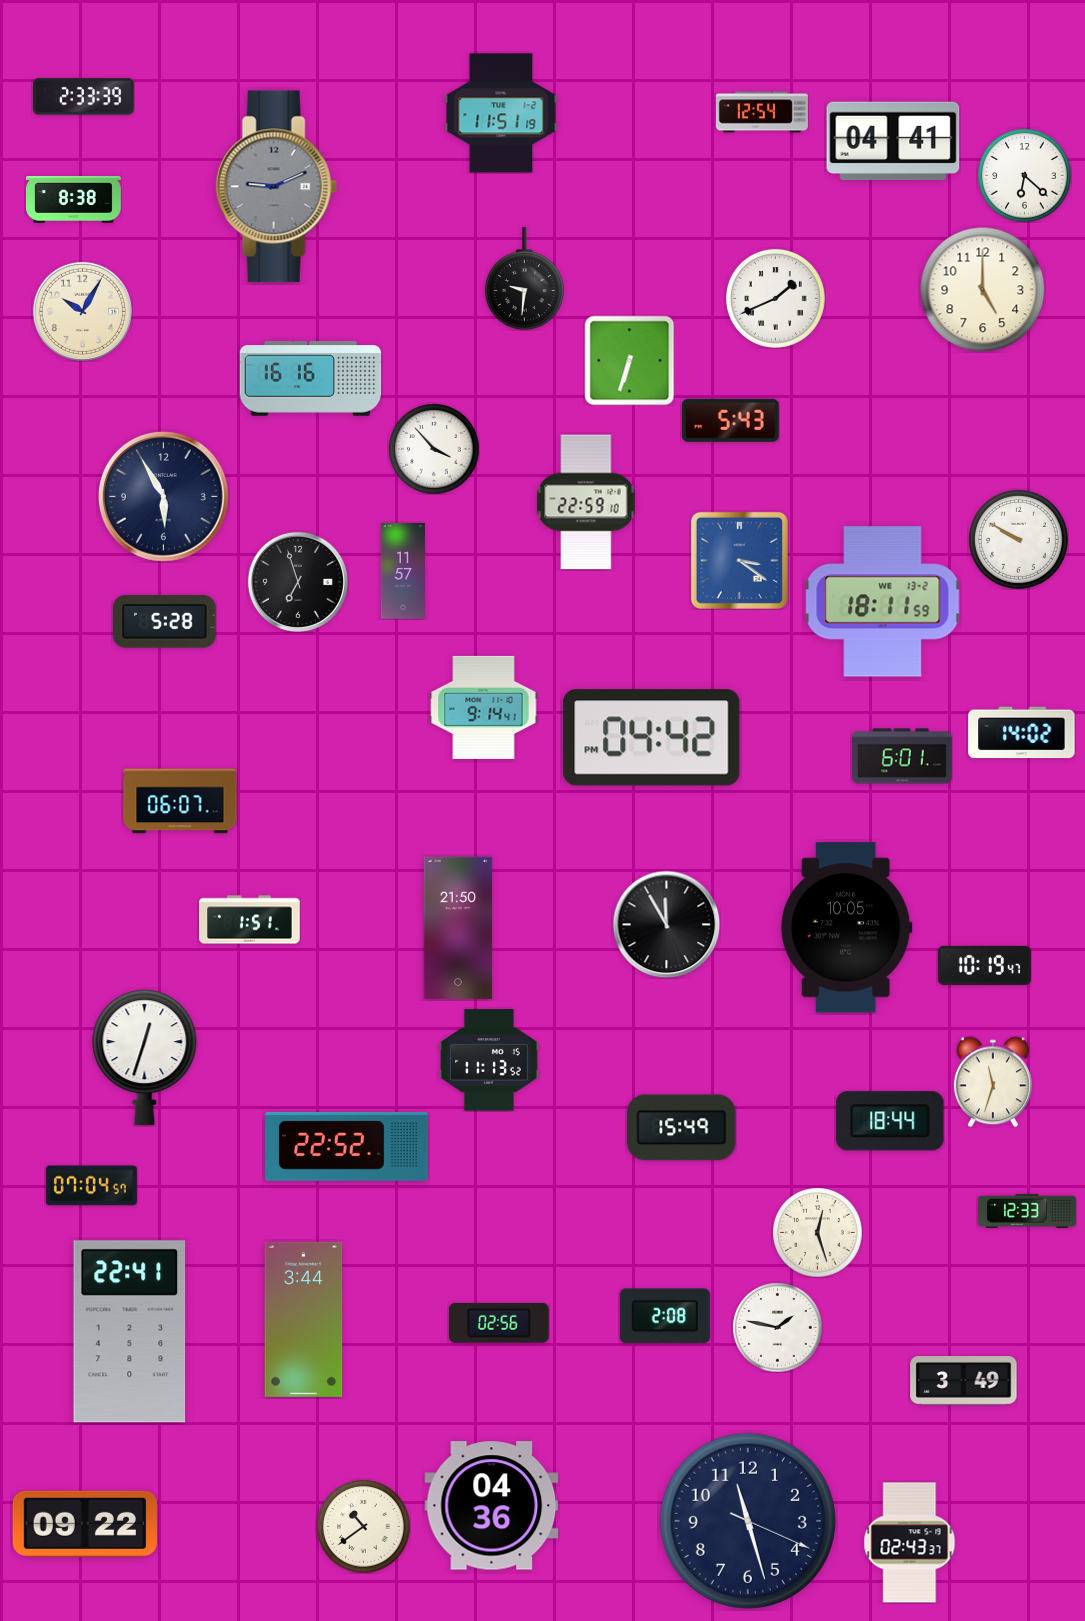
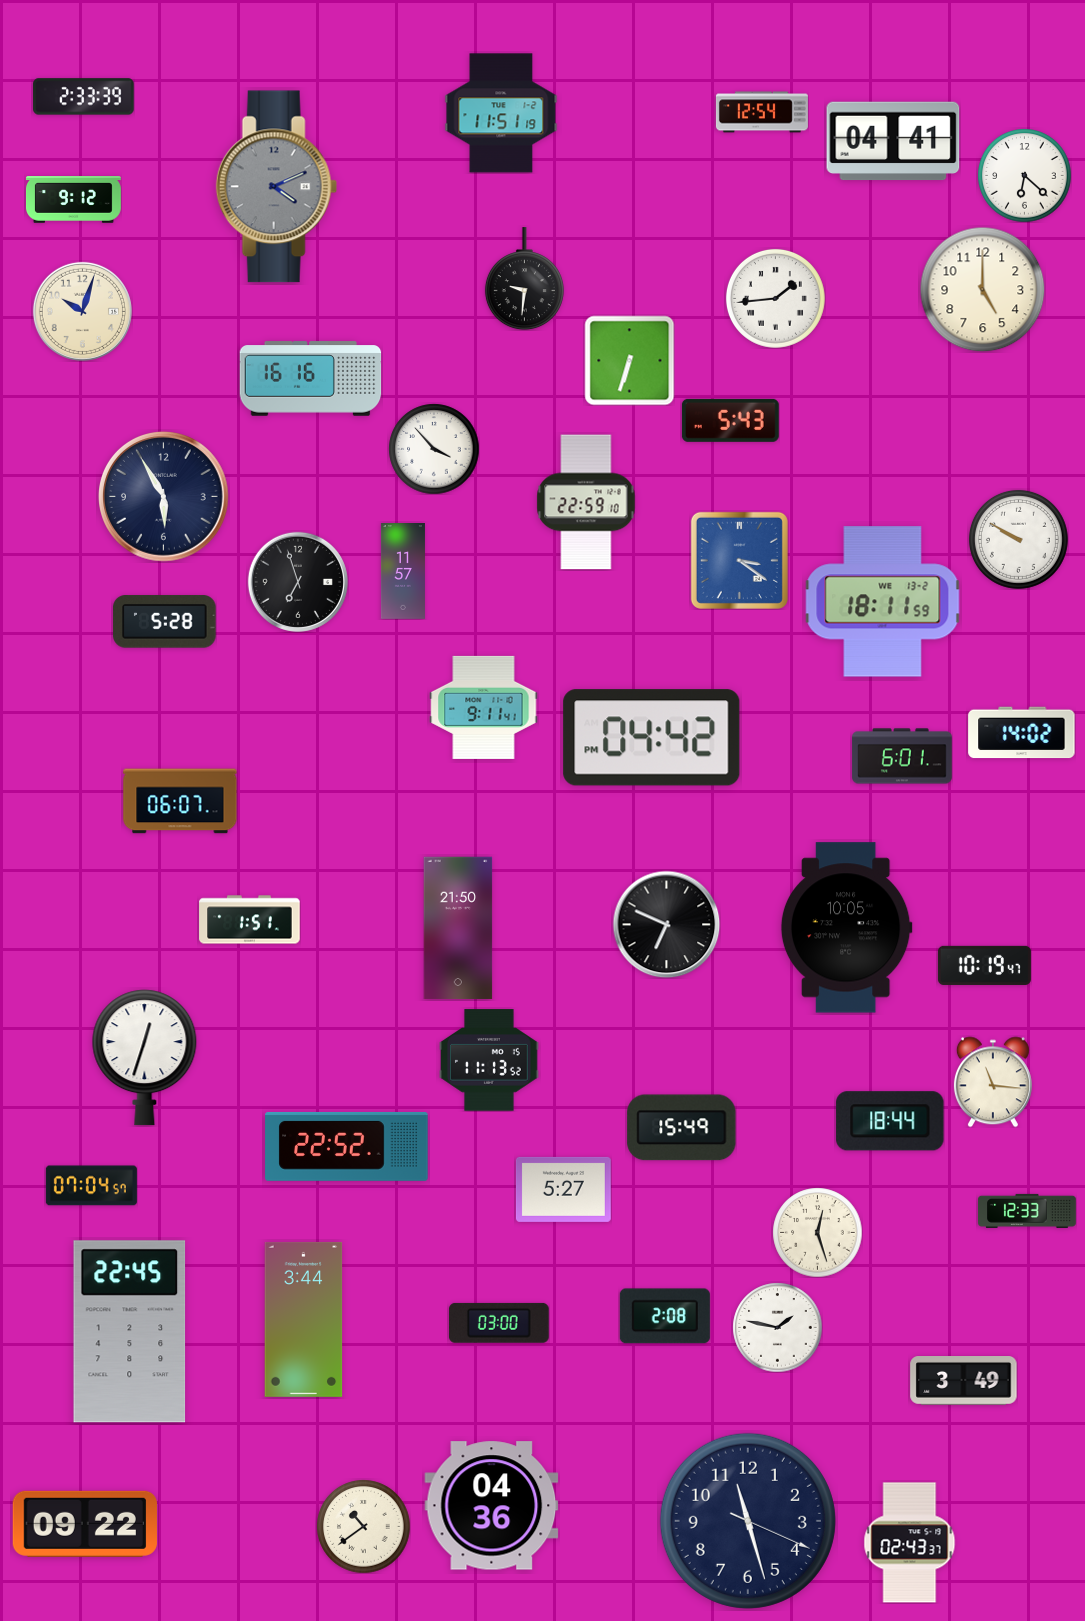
clock at (276, 187): 9:11 -> 4:11
clock at (73, 200): 8:38 -> 9:12
clock at (775, 298): 1:41 -> 1:44
clock at (82, 311): 10:05 -> 10:03
clock at (484, 707): 9:14 -> 9:11
clock at (666, 924): 11:55 -> 6:49
clock at (993, 1082): 11:33 -> 11:16
clock at (563, 1189): none -> 5:27
clock at (500, 1323): 02:56 -> 03:00
clock at (130, 1332): 22:41 -> 22:45
